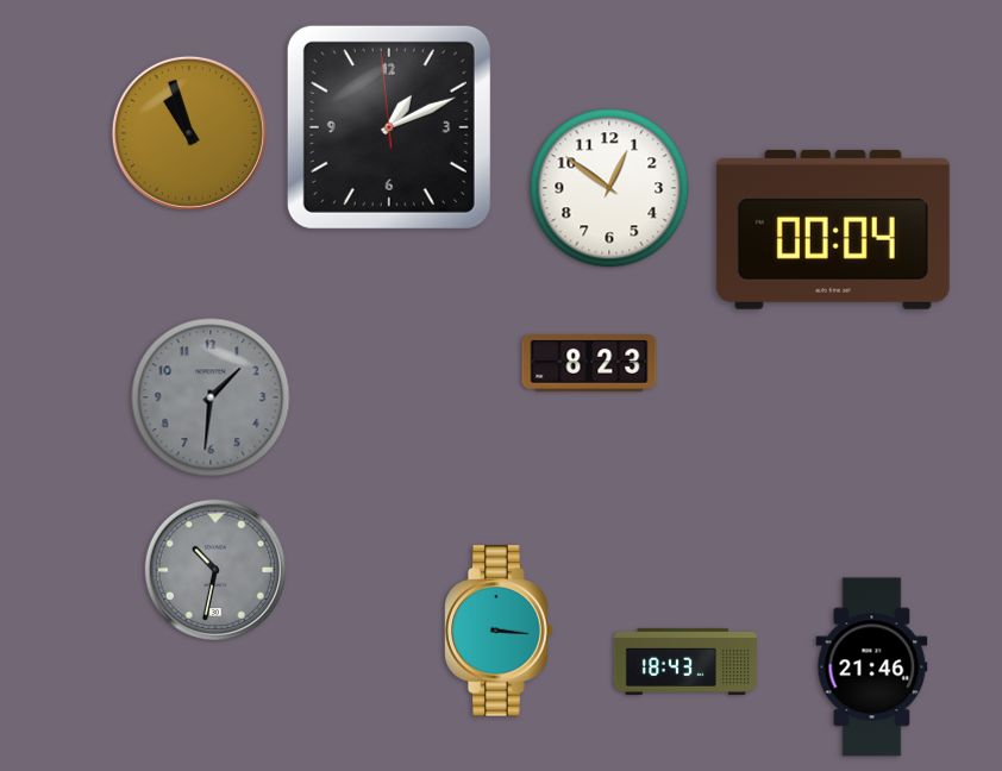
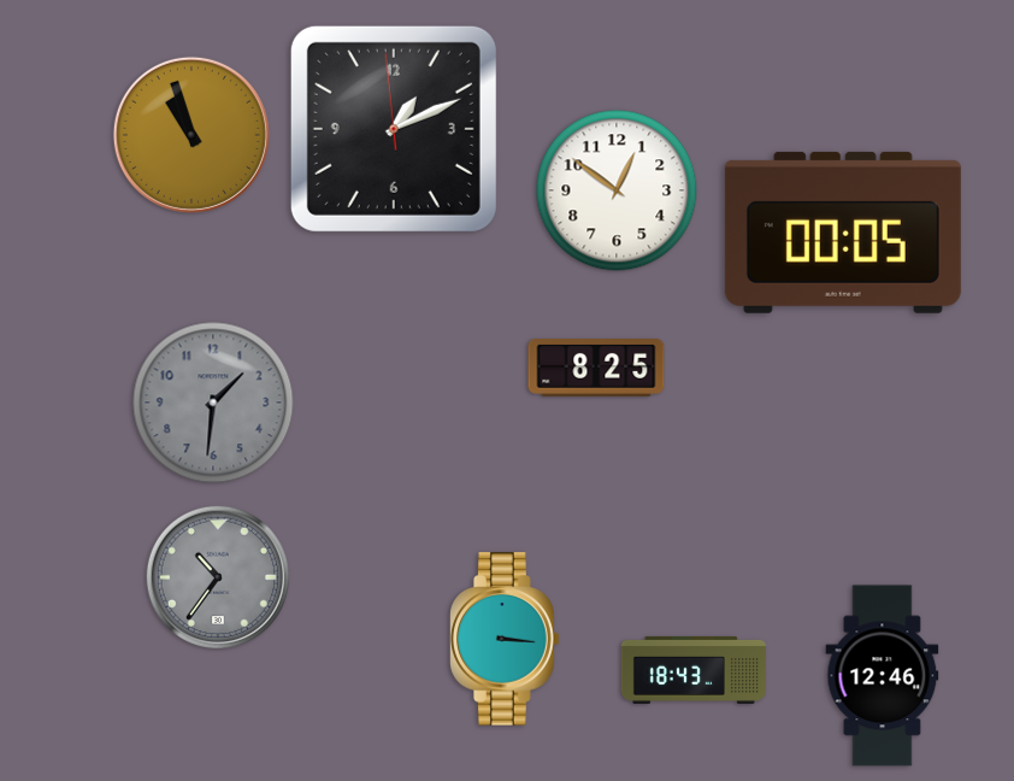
clock at (833, 230): 00:04 -> 00:05
clock at (589, 364): 8:23 -> 8:25
clock at (214, 569): 10:32 -> 10:36
clock at (872, 667): 21:46 -> 12:46
